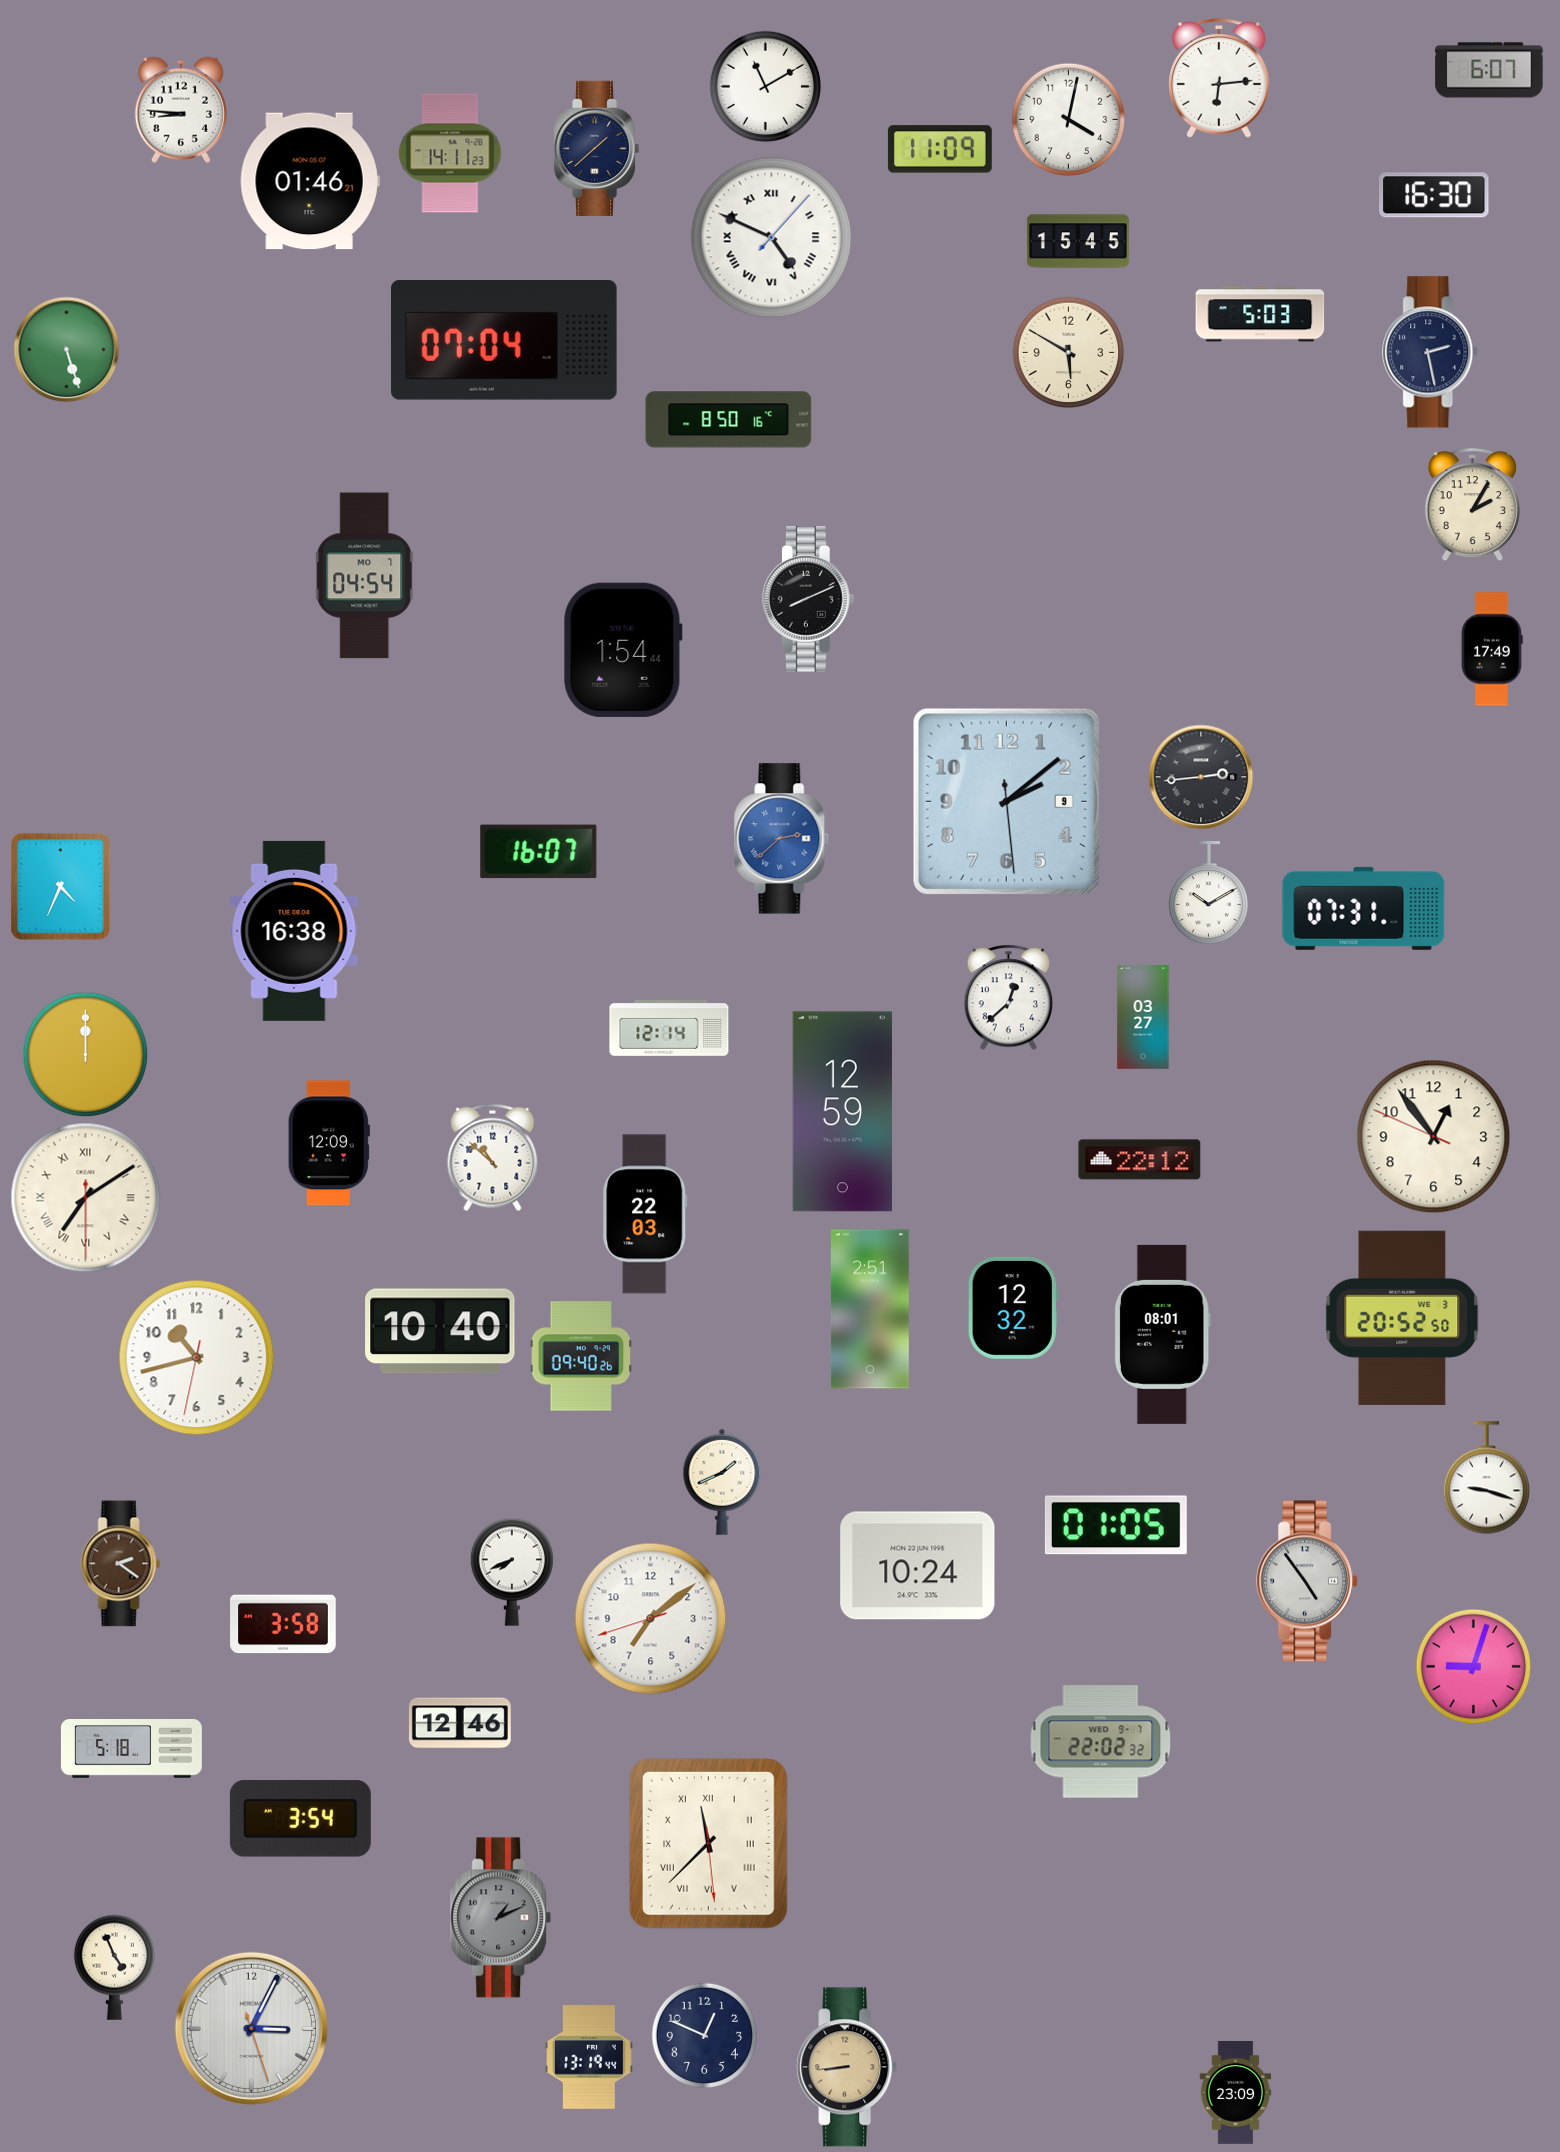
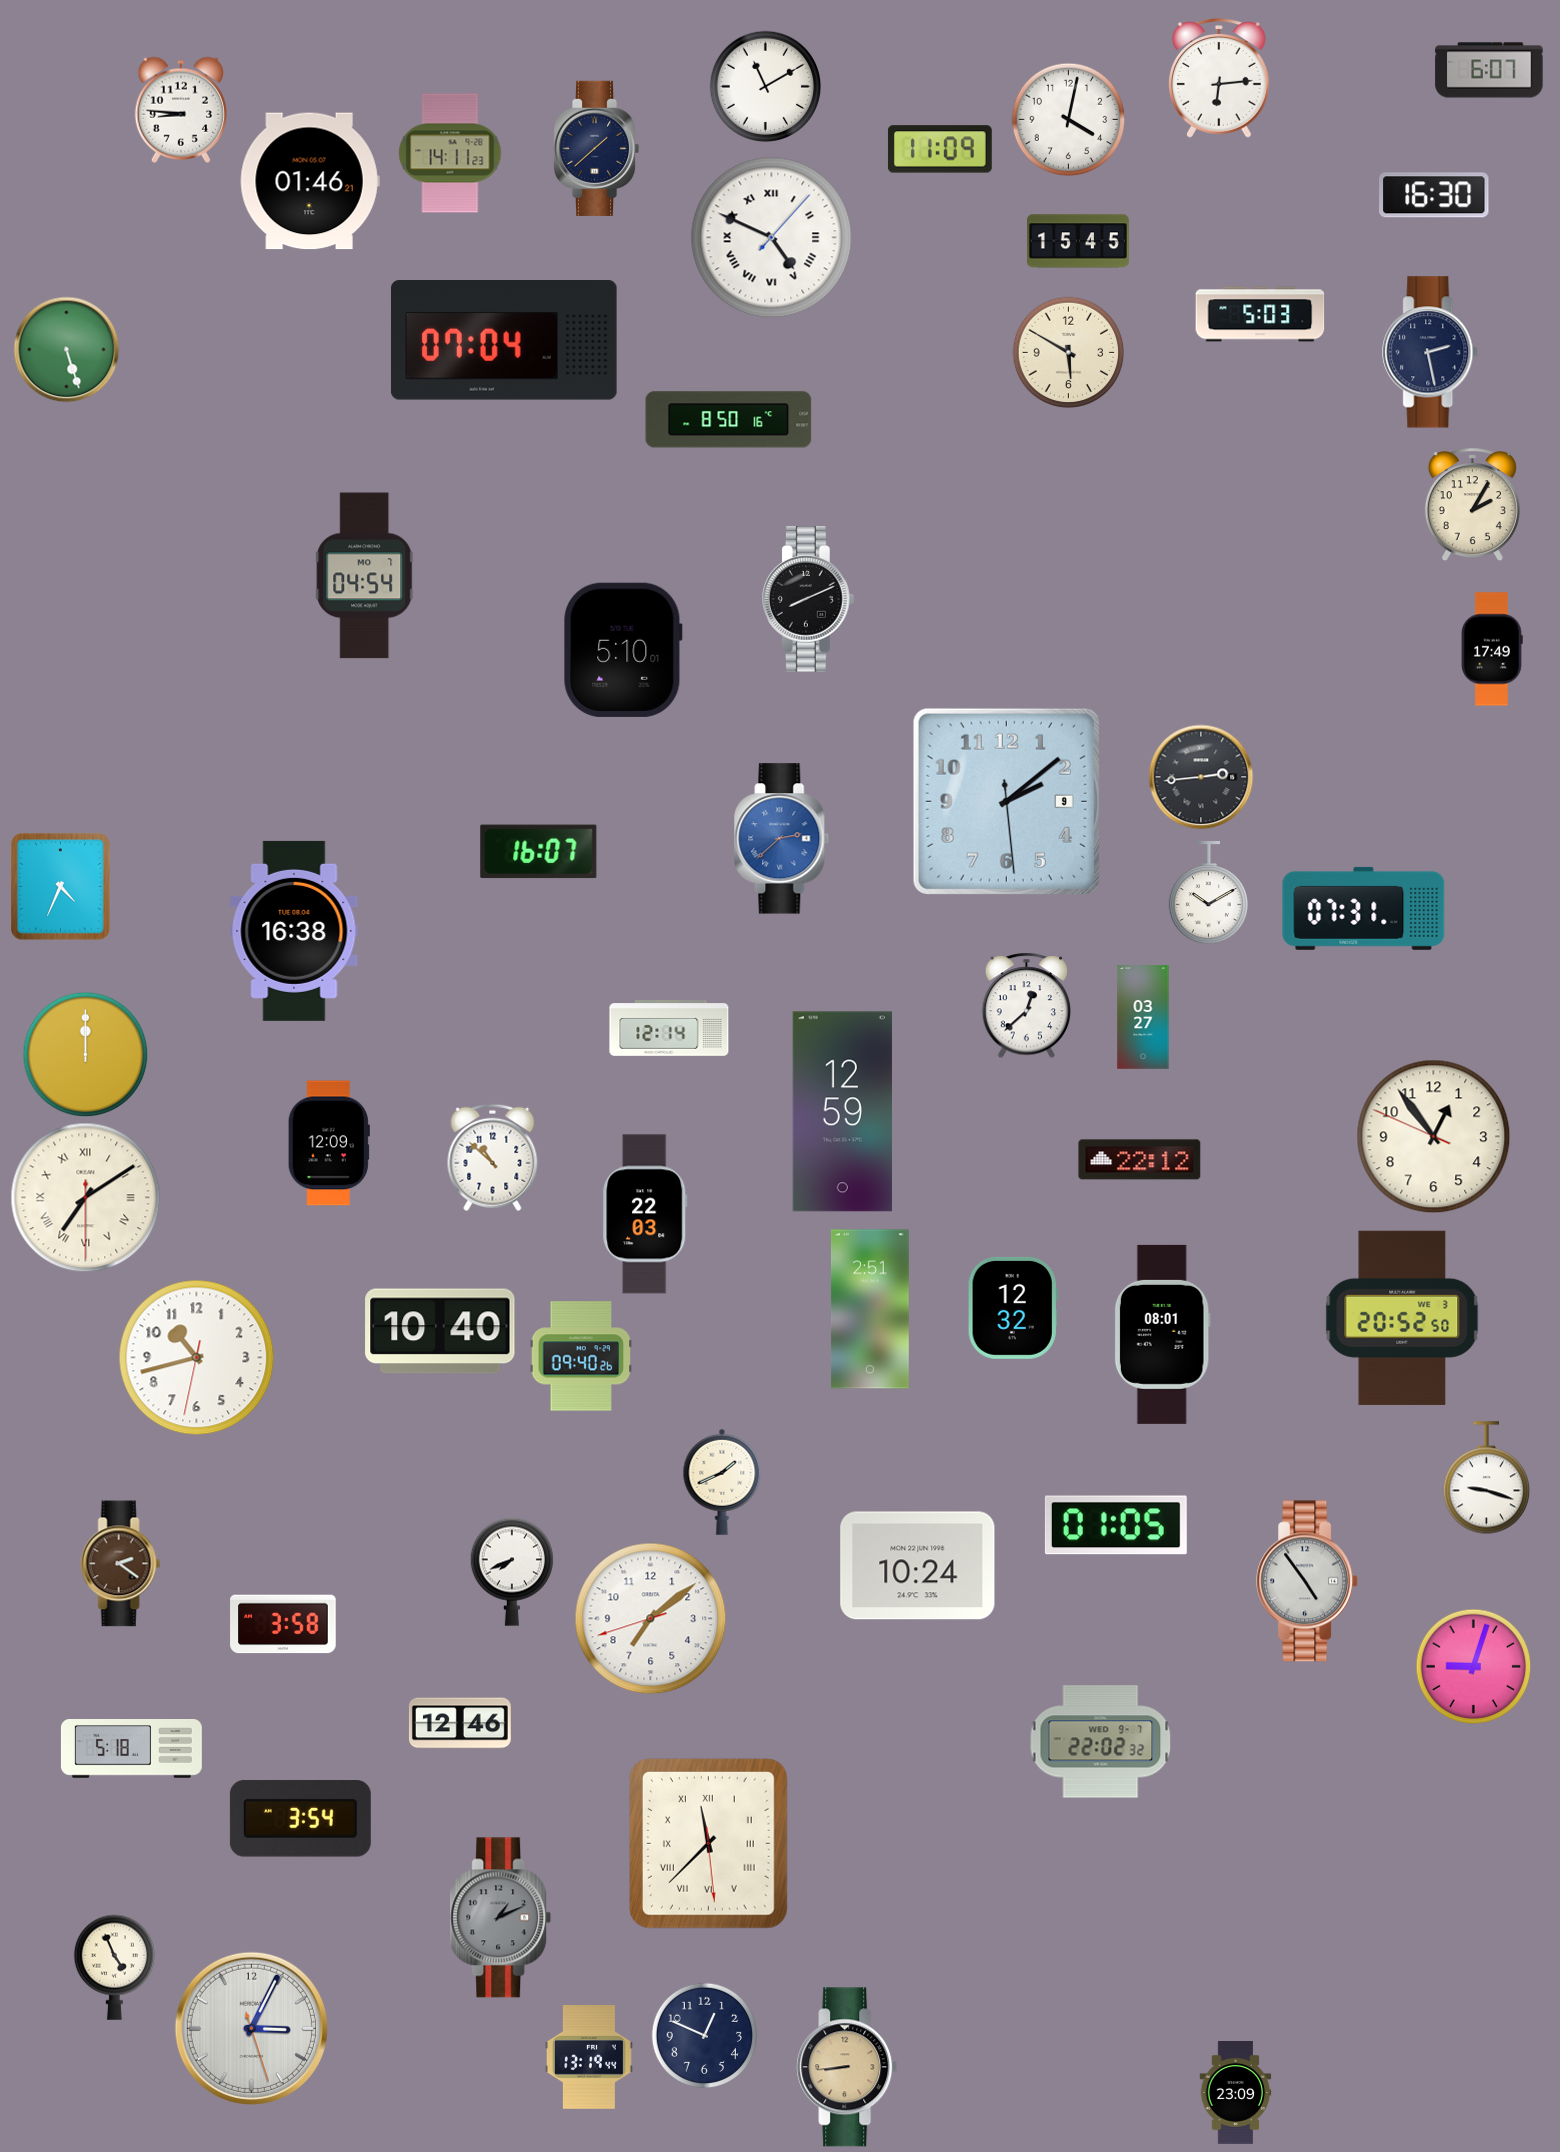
clock at (623, 650): 1:54 -> 5:10
clock at (1008, 998) position: (1008, 998) -> (1026, 1006)
